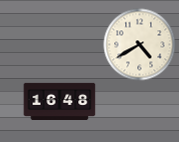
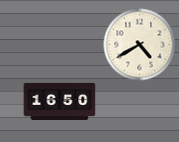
clock at (60, 101): 16:48 -> 16:50
